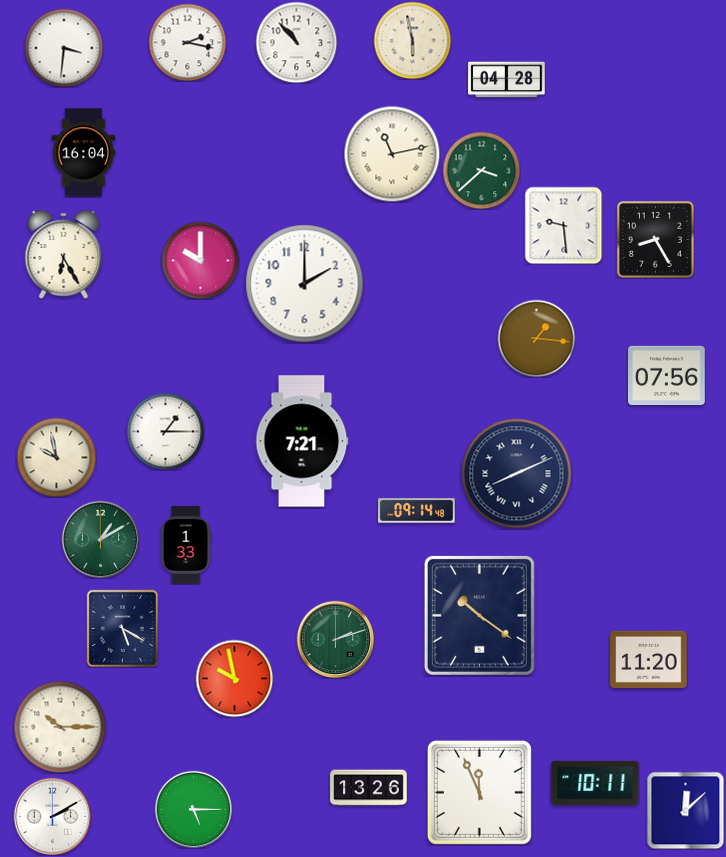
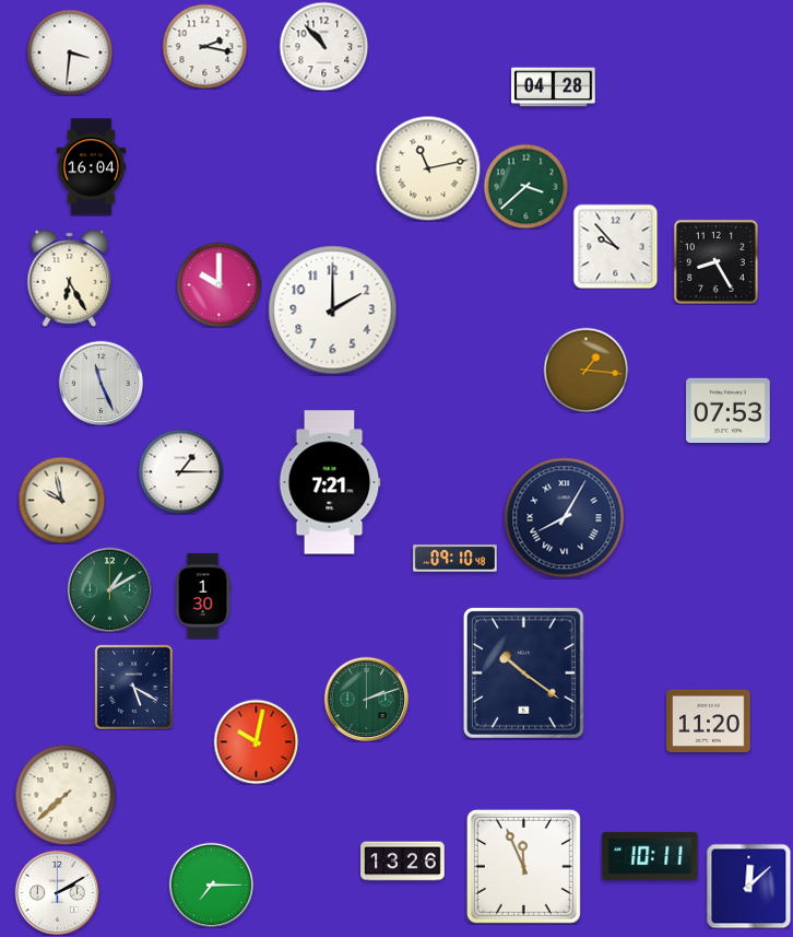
clock at (412, 40): 5:58 -> none
clock at (563, 225): 9:29 -> 9:53
clock at (100, 383): none -> 11:26
clock at (667, 375): 07:56 -> 07:53
clock at (517, 474): 8:11 -> 8:05
clock at (417, 511): 09:14 -> 09:10
clock at (186, 545): 1:33 -> 1:30
clock at (234, 678): 9:58 -> 10:02
clock at (60, 727): 10:15 -> 7:38
clock at (193, 809): 5:15 -> 7:15
